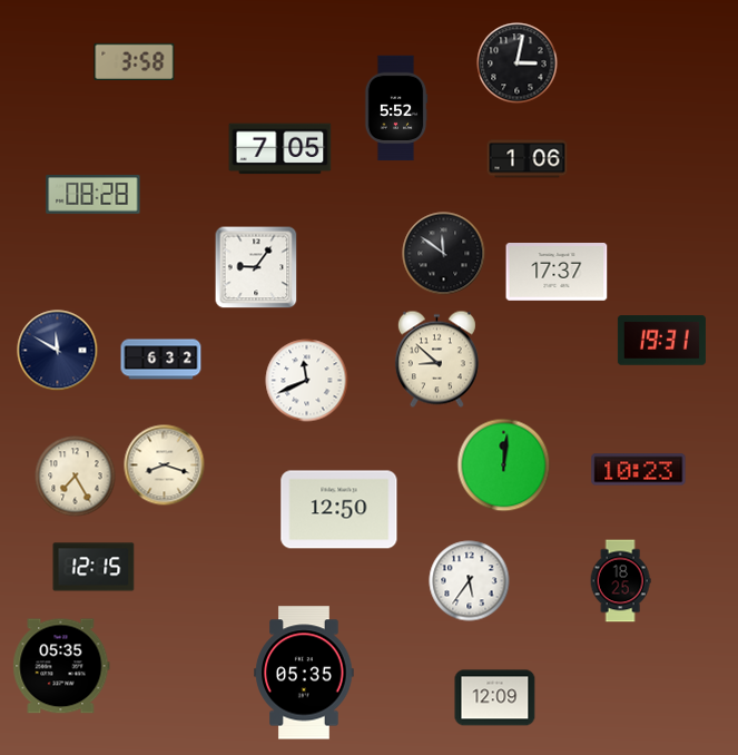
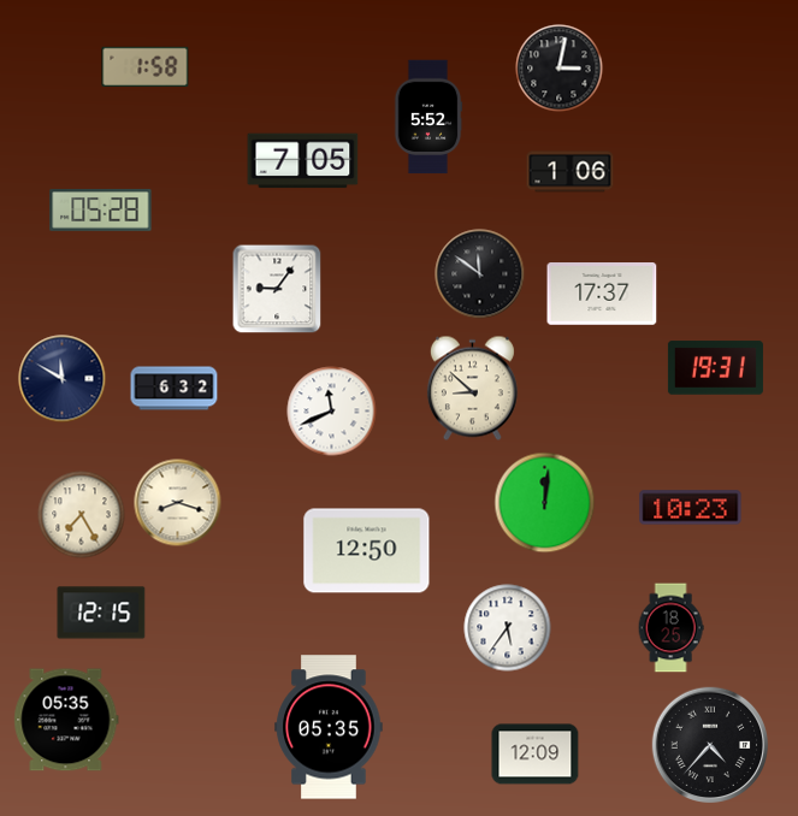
clock at (135, 61): 3:58 -> 1:58
clock at (94, 195): 08:28 -> 05:28
clock at (709, 744): none -> 4:37
